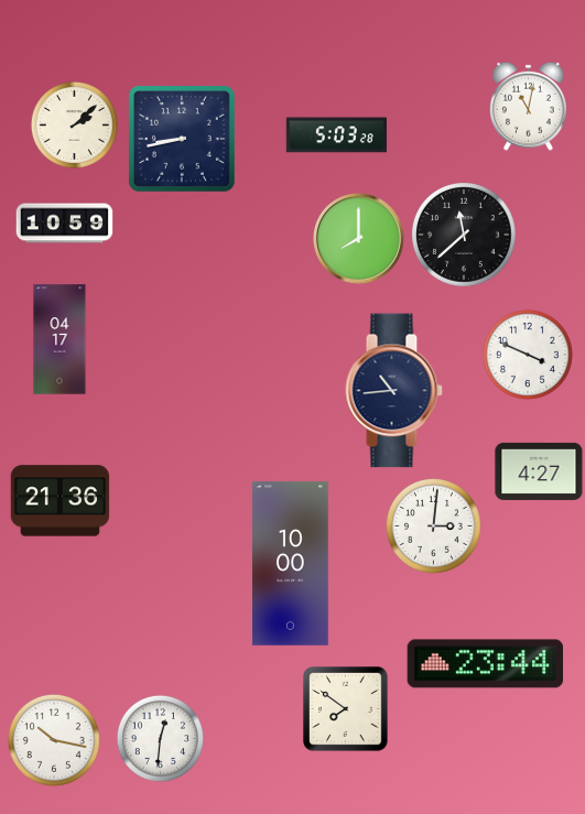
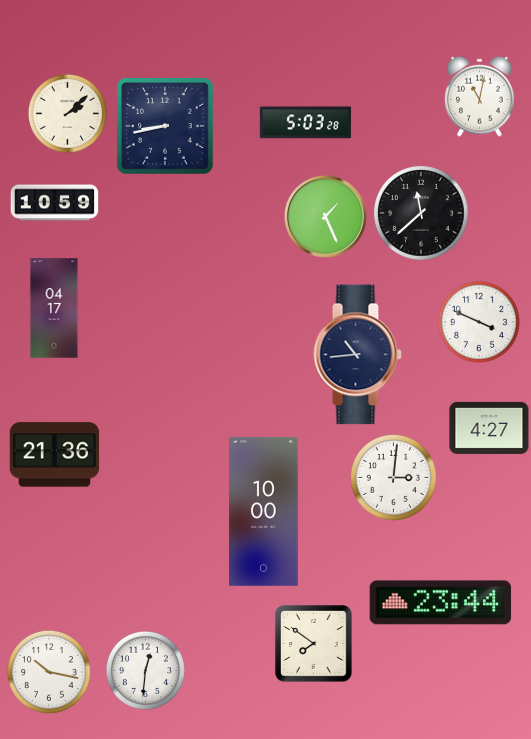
clock at (65, 224) position: (65, 224) -> (55, 203)
clock at (359, 239): 8:00 -> 1:26
